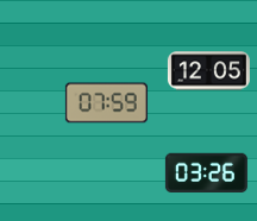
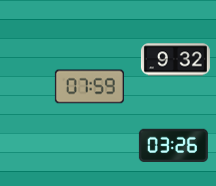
clock at (208, 71): 12:05 -> 9:32
